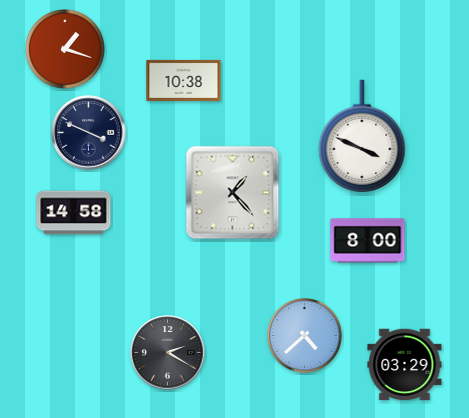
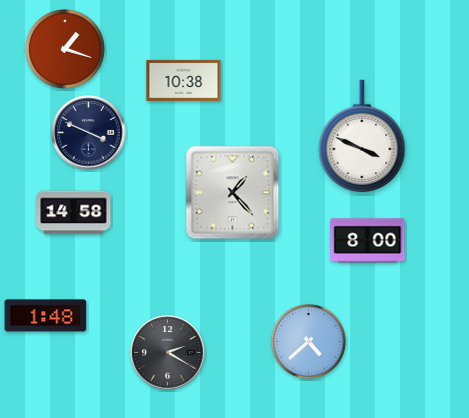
clock at (46, 316): none -> 1:48
clock at (305, 336) position: (305, 336) -> (309, 342)
clock at (405, 365): 03:29 -> none
